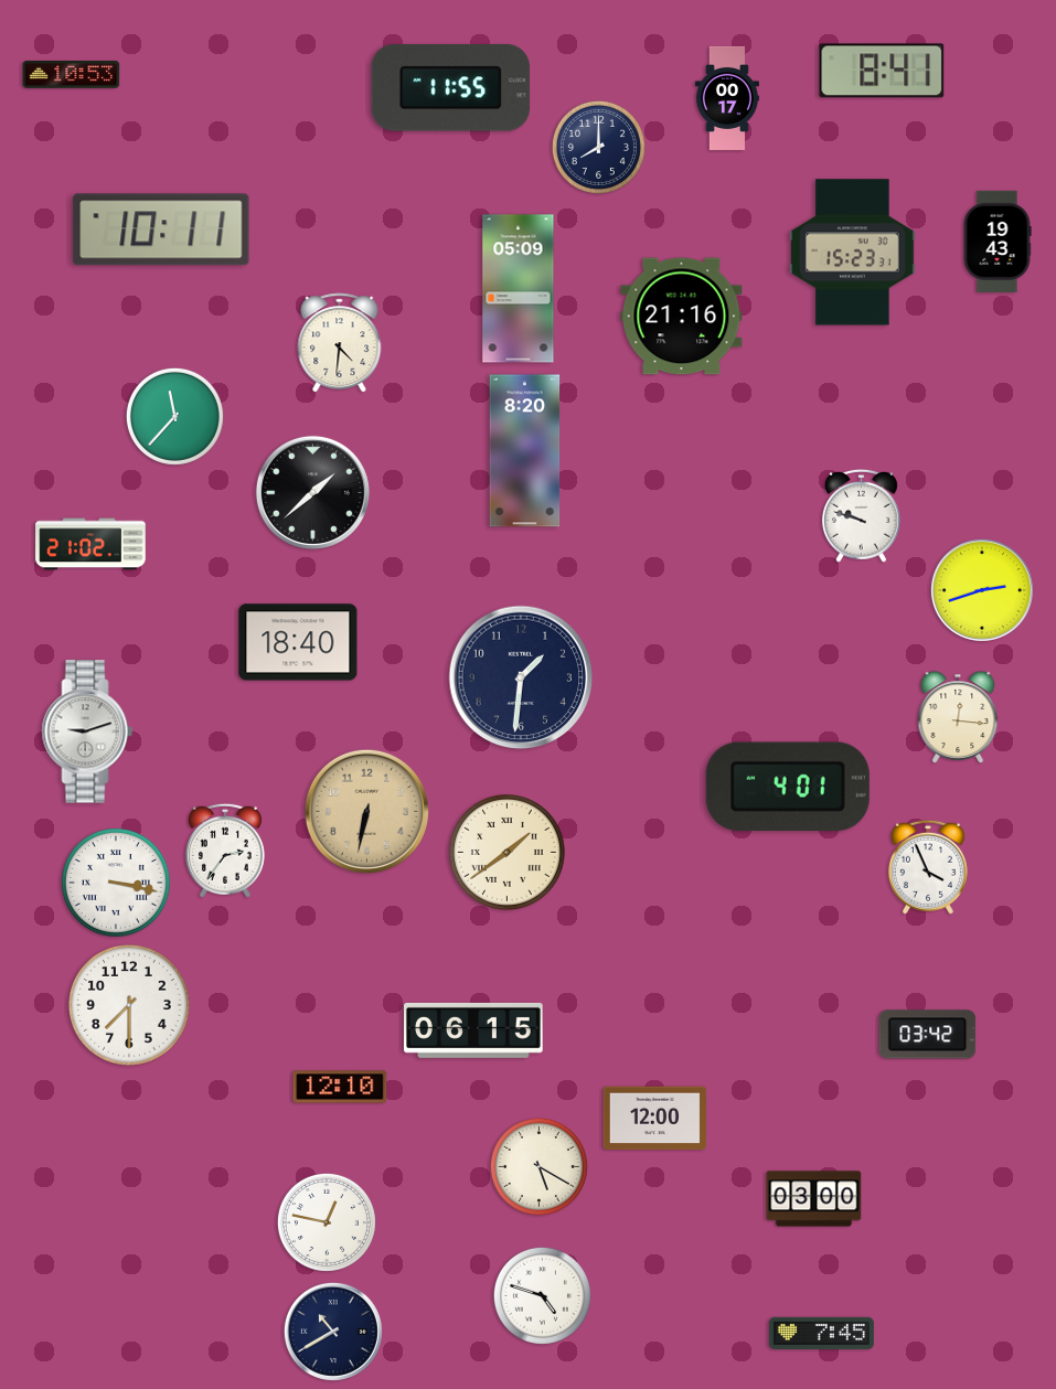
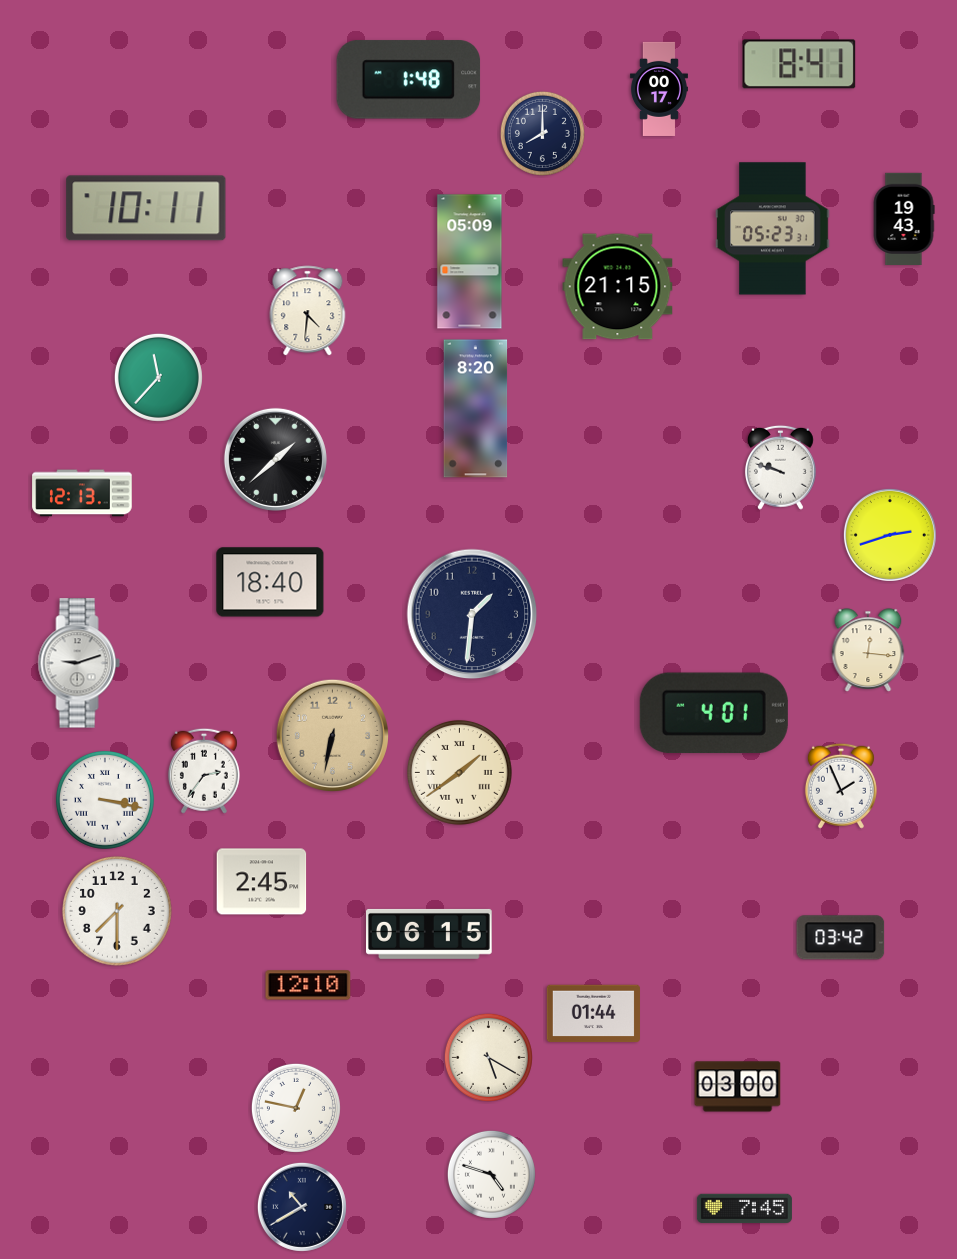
clock at (72, 75): 10:53 -> none
clock at (451, 88): 11:55 -> 1:48
clock at (853, 253): 15:23 -> 05:23
clock at (682, 317): 21:16 -> 21:15
clock at (312, 492) position: (312, 492) -> (275, 459)
clock at (90, 544): 21:02 -> 12:13
clock at (928, 867): 3:56 -> 1:56
clock at (262, 882): none -> 2:45
clock at (654, 1119): 12:00 -> 01:44
